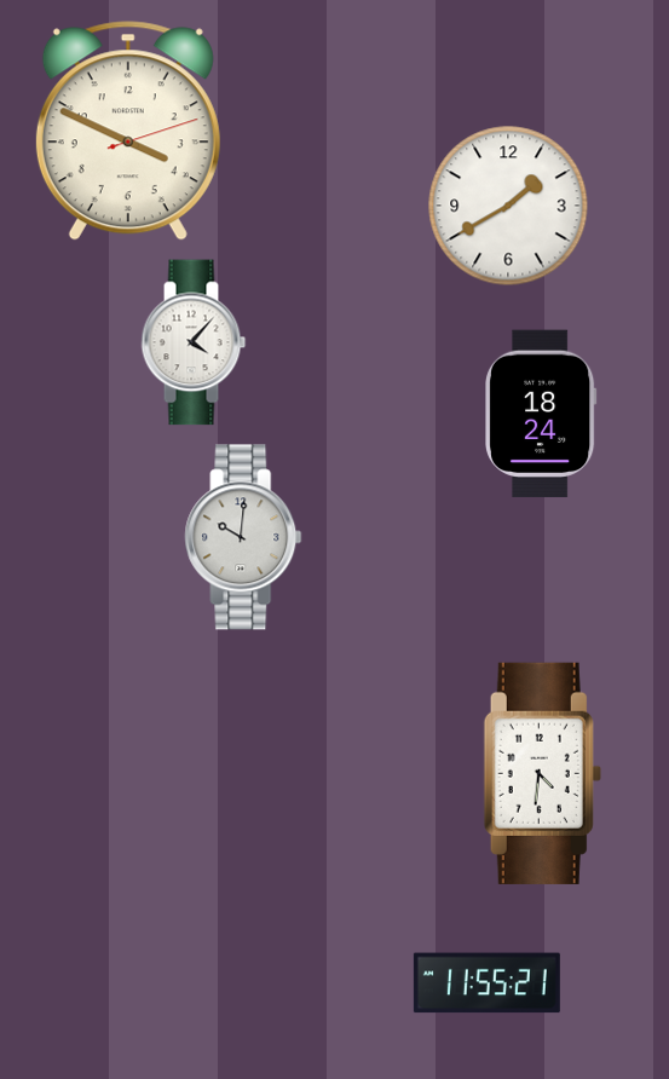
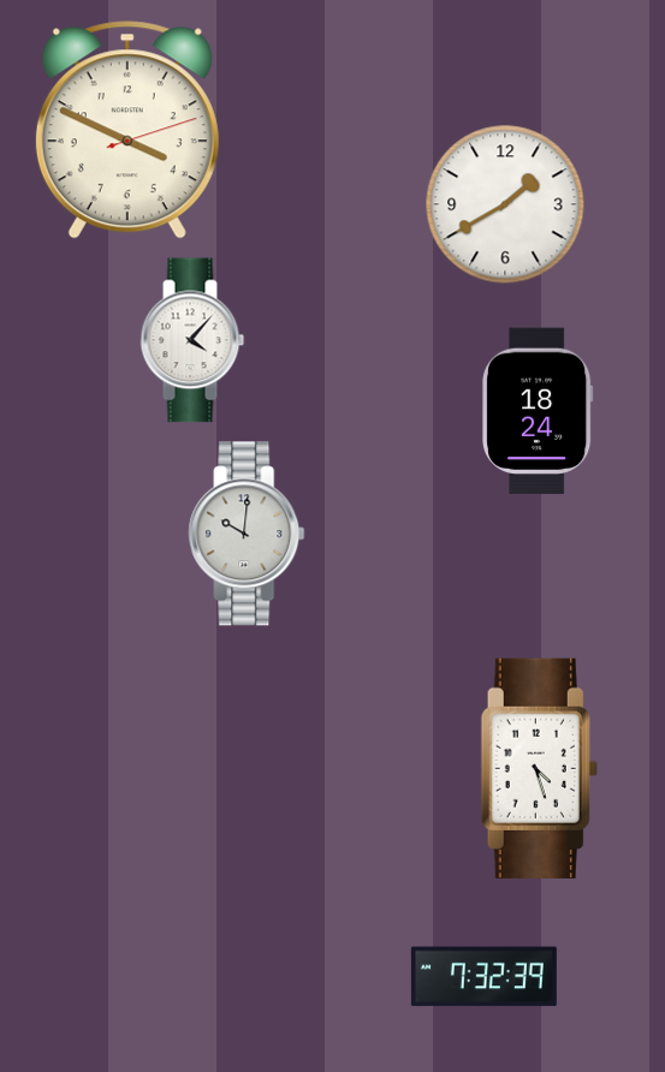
clock at (243, 537) position: (243, 537) -> (247, 534)
clock at (542, 773): 4:31 -> 4:27
clock at (486, 983): 11:55 -> 7:32
